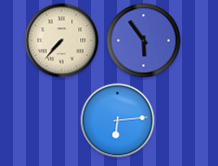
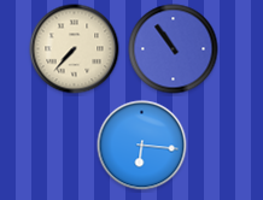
clock at (144, 41): 5:54 -> 10:54
clock at (118, 121): 6:14 -> 6:16
